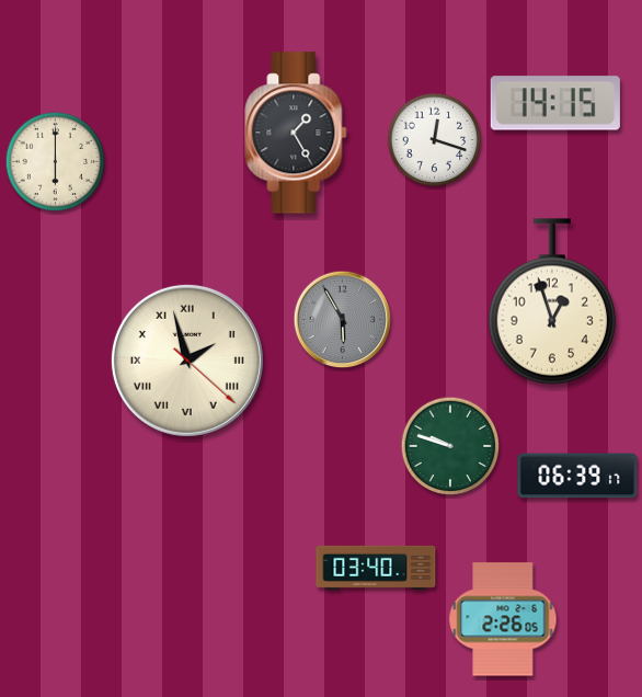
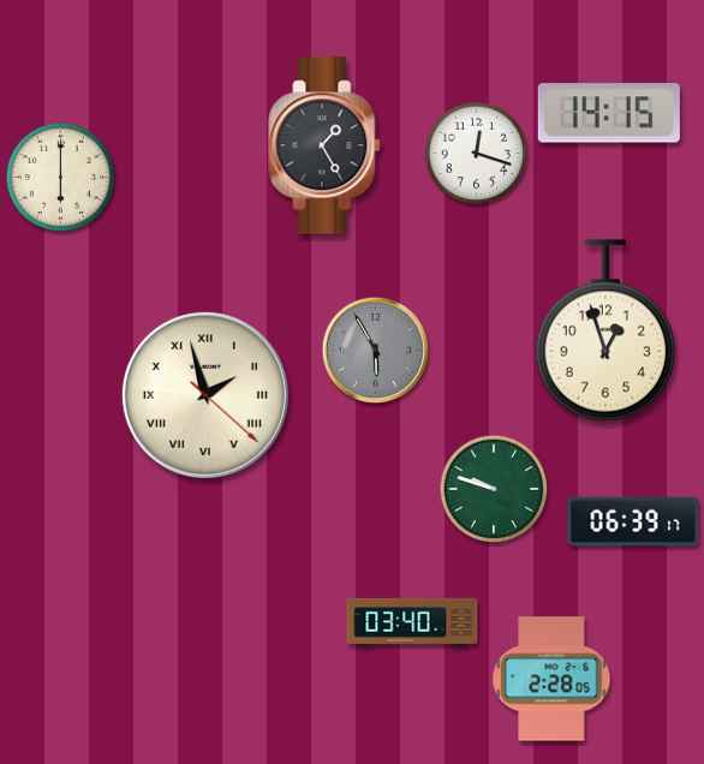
clock at (503, 619): 2:26 -> 2:28
